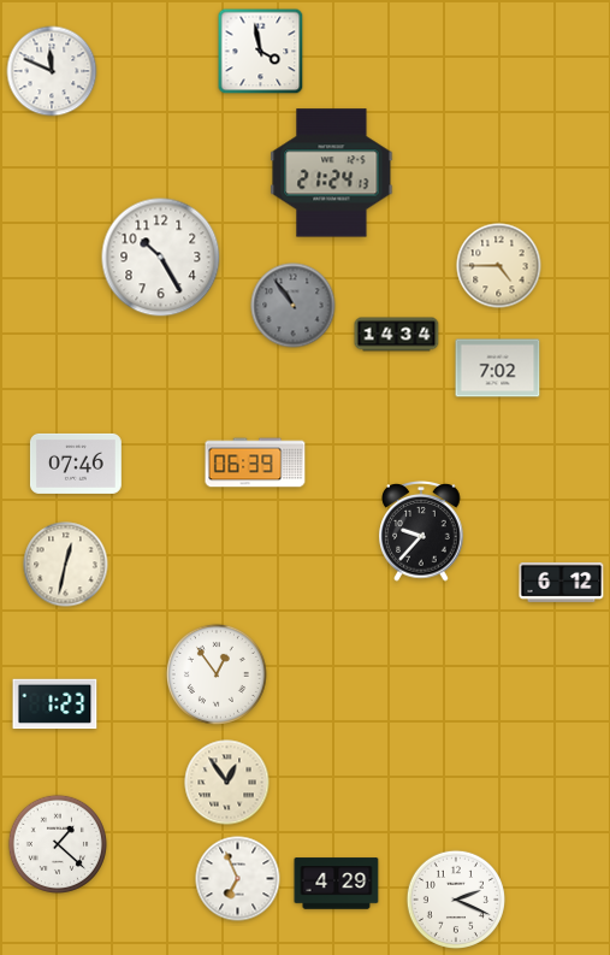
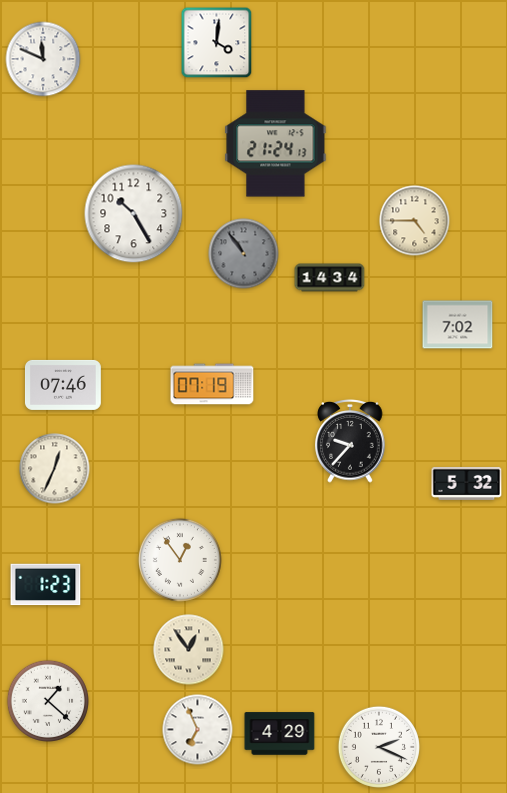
clock at (261, 52): 3:58 -> 4:01
clock at (498, 369) position: (498, 369) -> (458, 325)
clock at (255, 462): 06:39 -> 07:19
clock at (66, 565): 12:32 -> 12:34
clock at (562, 582): 6:12 -> 5:32
